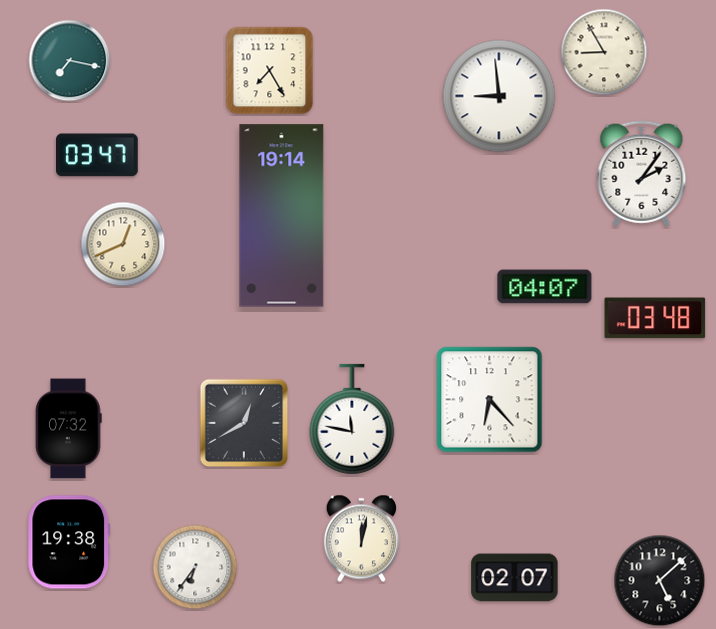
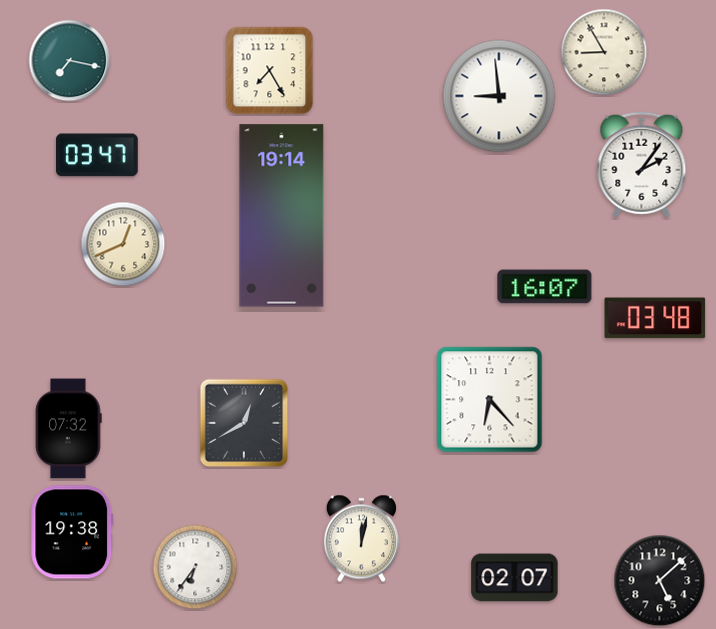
clock at (642, 174) position: (642, 174) -> (642, 165)
clock at (545, 287): 04:07 -> 16:07
clock at (352, 419): 11:47 -> none
clock at (69, 542) position: (69, 542) -> (72, 532)
